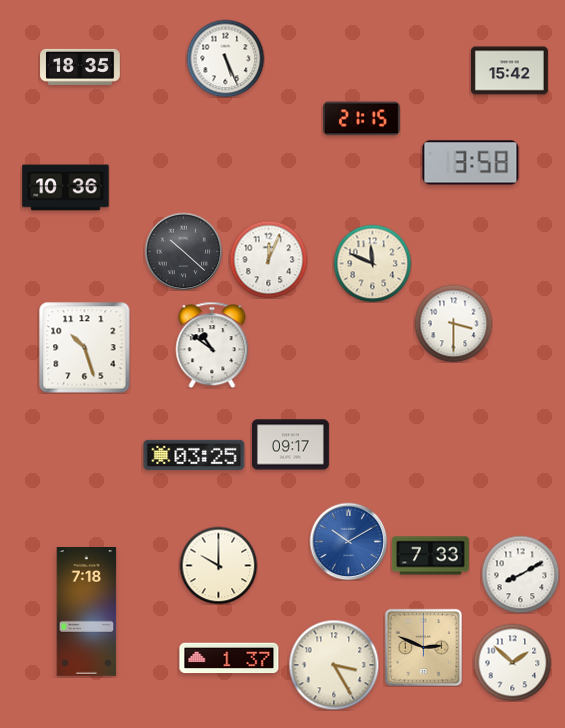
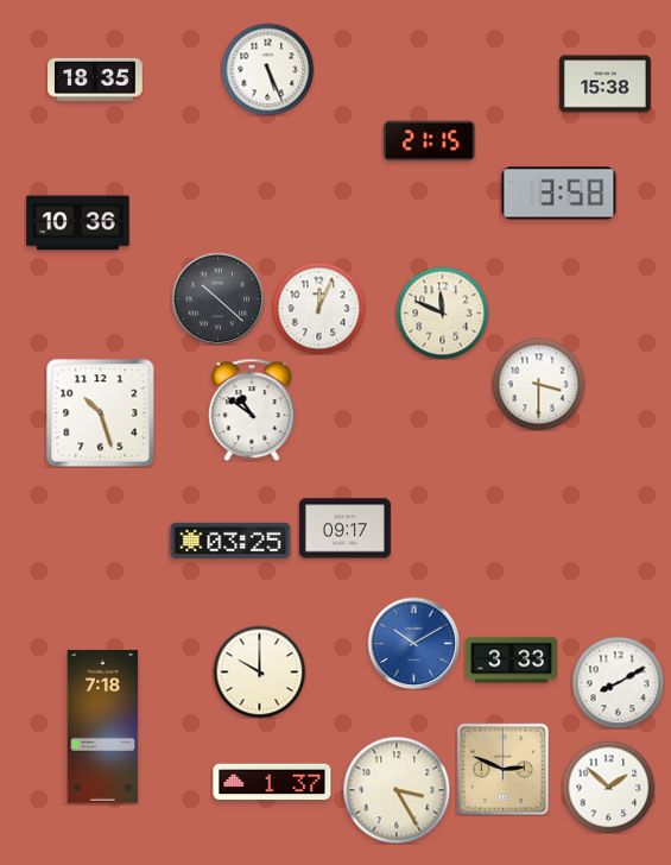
clock at (509, 71): 15:42 -> 15:38
clock at (430, 556): 7:33 -> 3:33
